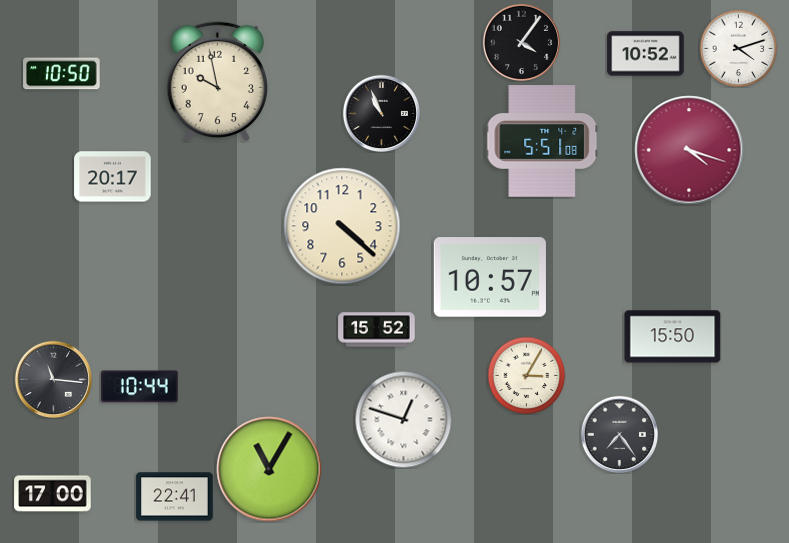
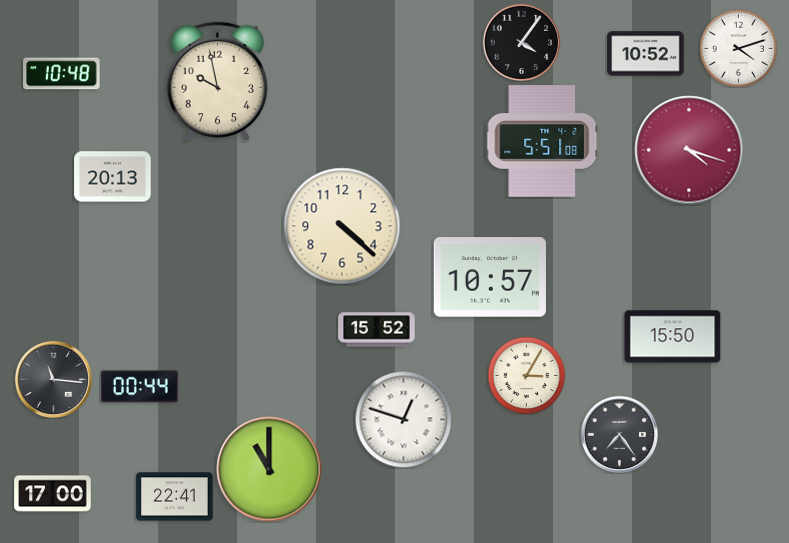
clock at (62, 74): 10:50 -> 10:48
clock at (381, 113): 10:56 -> none
clock at (113, 177): 20:17 -> 20:13
clock at (140, 387): 10:44 -> 00:44
clock at (269, 469): 11:05 -> 11:00
